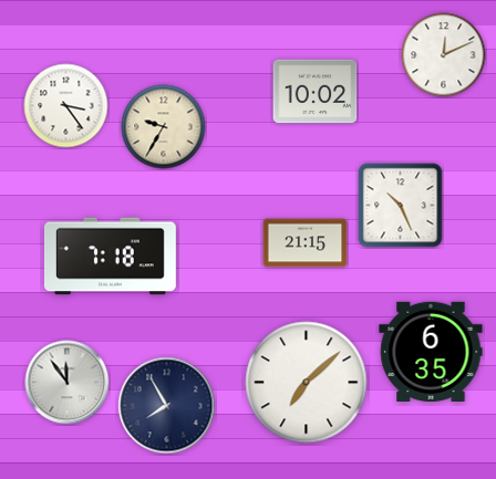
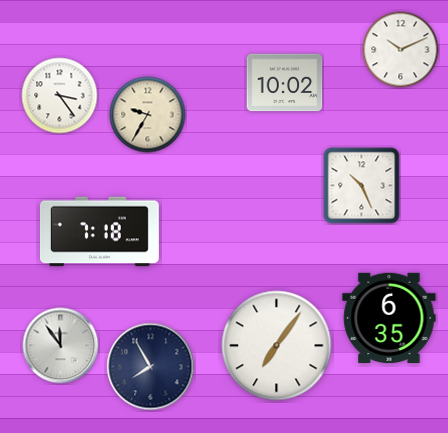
clock at (444, 55): 12:11 -> 10:11
clock at (306, 243): 21:15 -> none
clock at (307, 383): 7:08 -> 7:06
